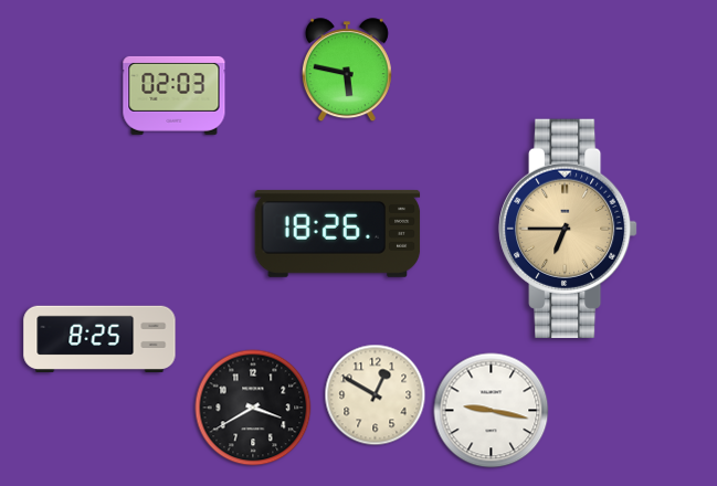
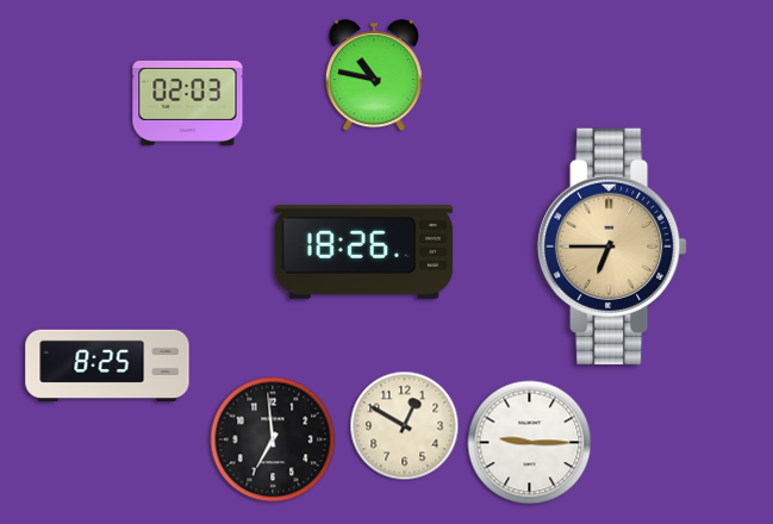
clock at (347, 71): 5:47 -> 10:47
clock at (253, 408): 3:40 -> 6:59
clock at (492, 411): 9:17 -> 9:15
